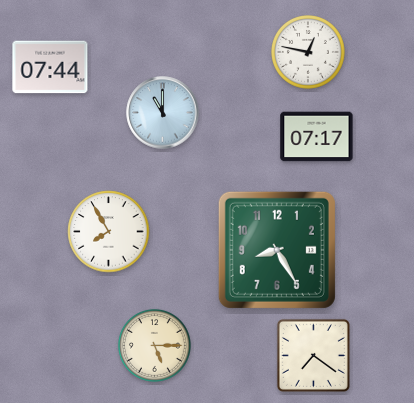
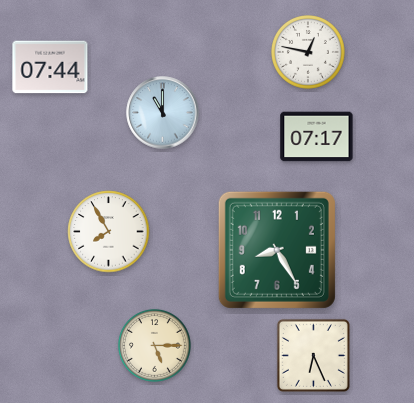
clock at (313, 355): 7:21 -> 6:26
